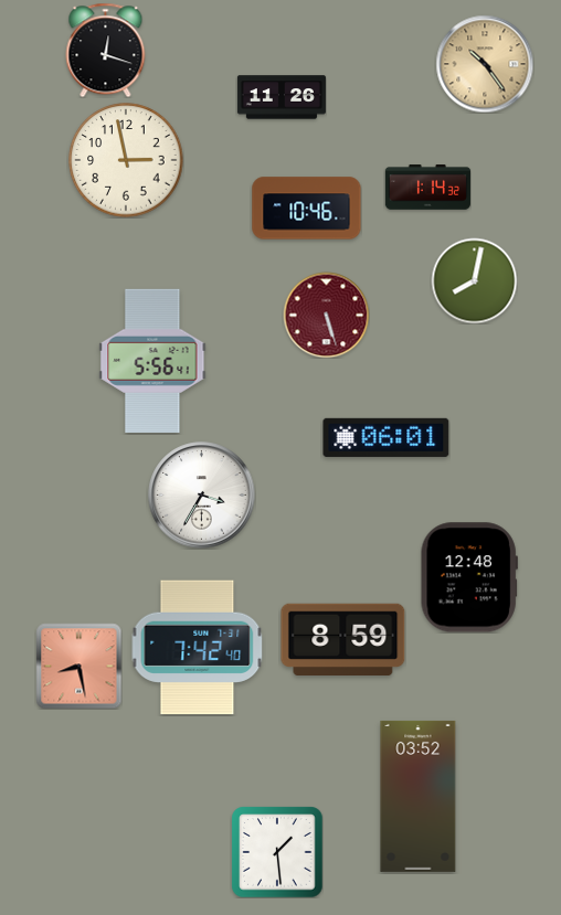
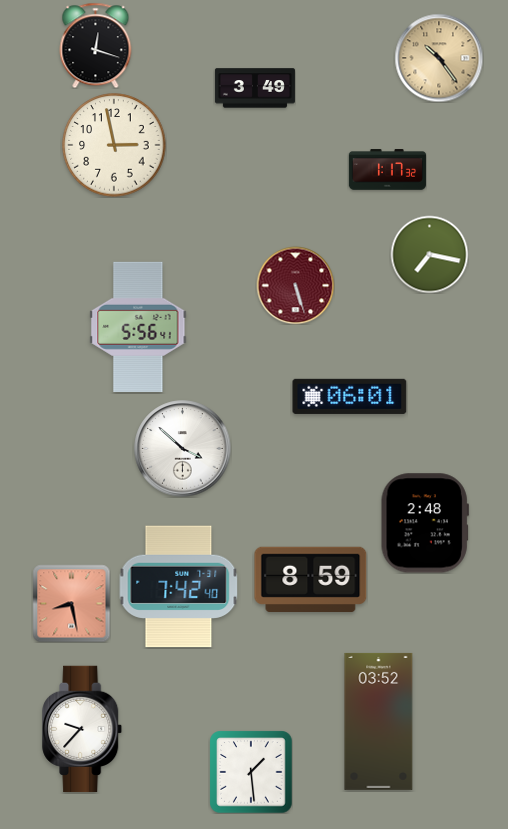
clock at (282, 97): 11:26 -> 3:49
clock at (427, 188): 1:14 -> 1:17
clock at (307, 209): 10:46 -> none
clock at (474, 280): 8:02 -> 7:17
clock at (202, 496): 3:35 -> 3:52
clock at (469, 577): 12:48 -> 2:48
clock at (83, 729): none -> 9:37
